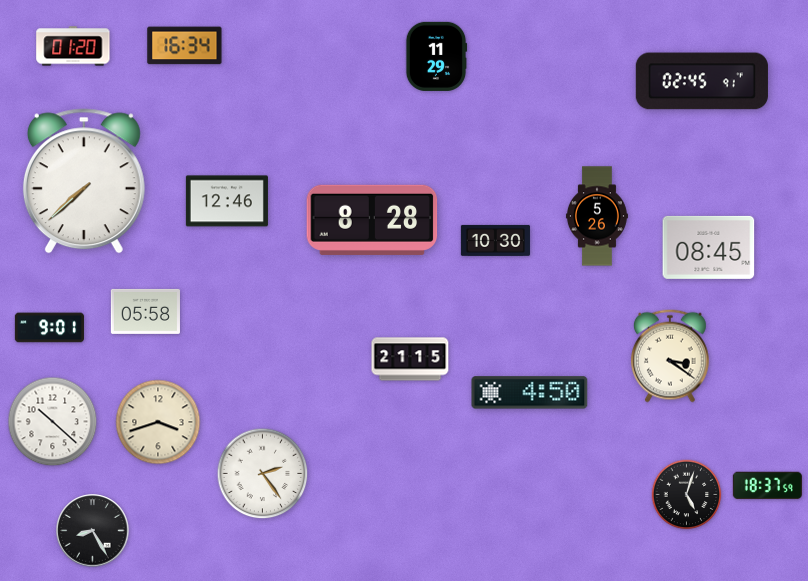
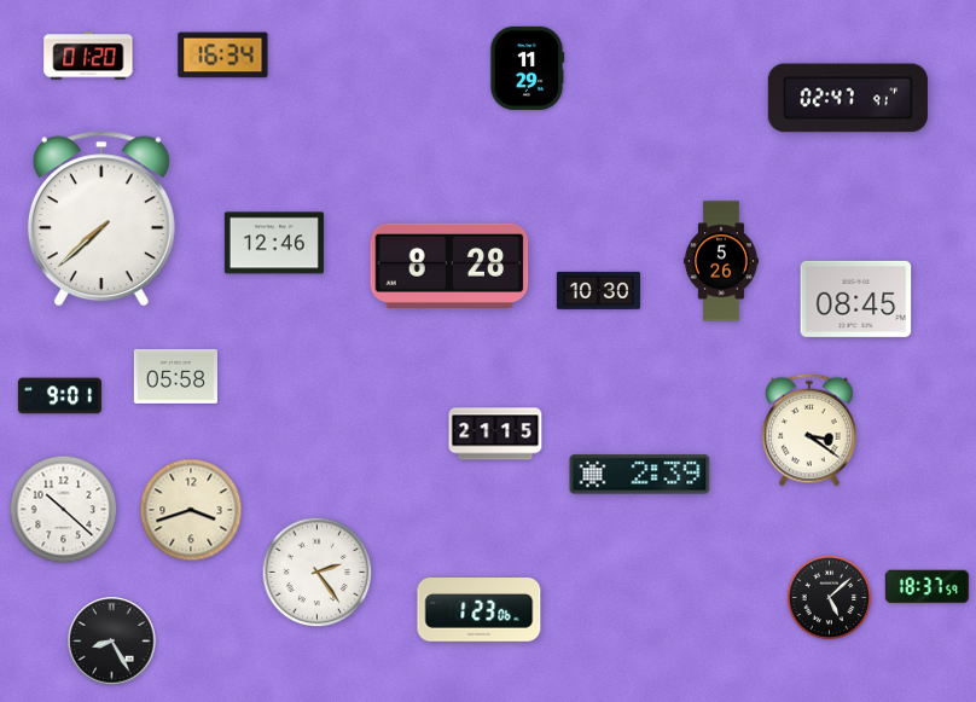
clock at (702, 81): 02:45 -> 02:47
clock at (530, 393): 4:50 -> 2:39
clock at (687, 495): 5:03 -> 5:08
clock at (480, 610): none -> 1:23
